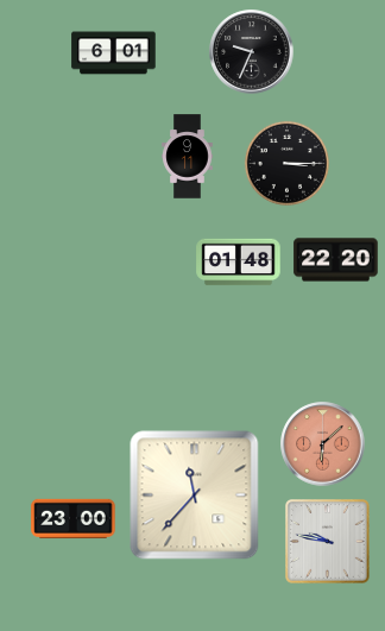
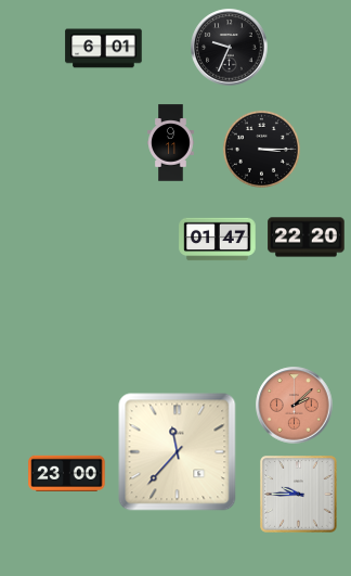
clock at (239, 263): 01:48 -> 01:47
clock at (323, 444): 6:08 -> 2:08
clock at (328, 542): 9:47 -> 9:45
